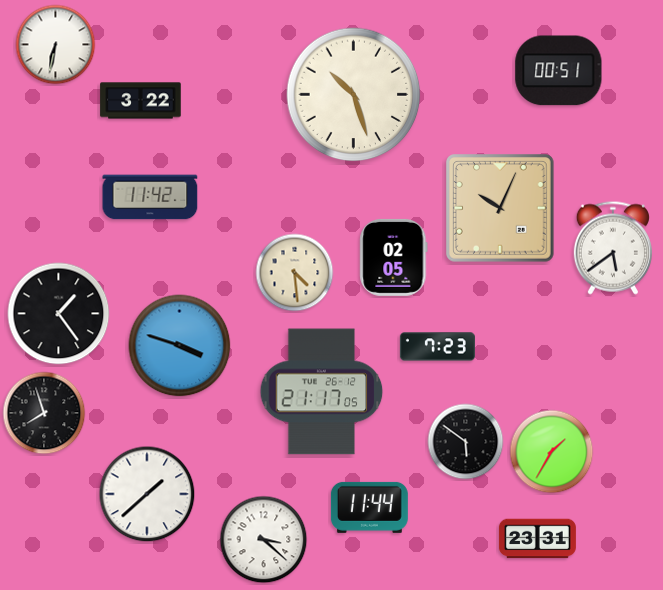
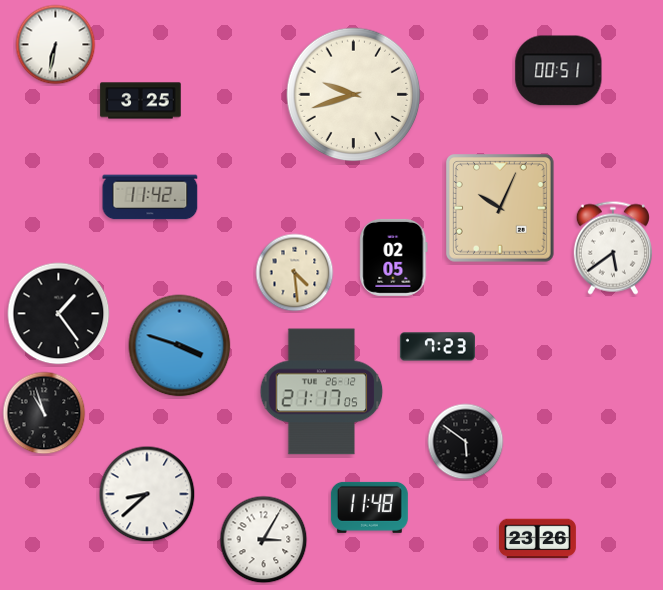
clock at (354, 95): 10:27 -> 9:42
clock at (141, 101): 3:22 -> 3:25
clock at (44, 413): 7:57 -> 10:57
clock at (552, 452): 1:35 -> none
clock at (147, 494): 1:38 -> 8:38
clock at (369, 507): 11:44 -> 11:48
clock at (537, 539): 23:31 -> 23:26
clock at (264, 540): 3:22 -> 3:05
